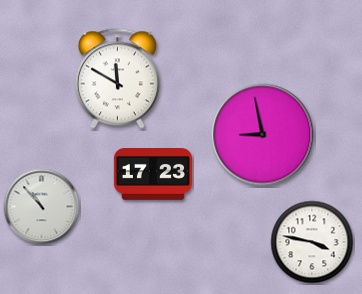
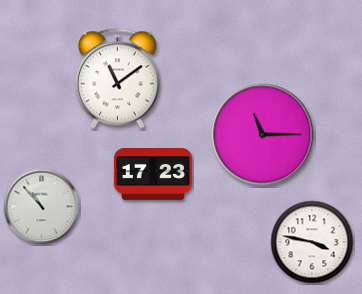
clock at (117, 79): 11:50 -> 11:09
clock at (263, 135): 8:58 -> 11:15
